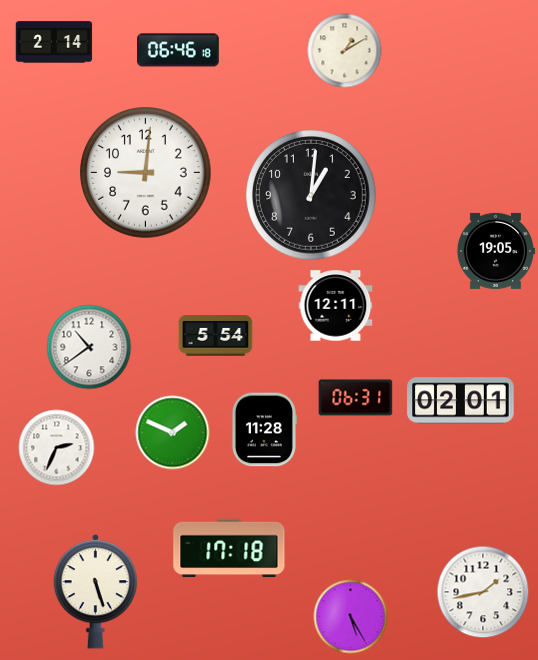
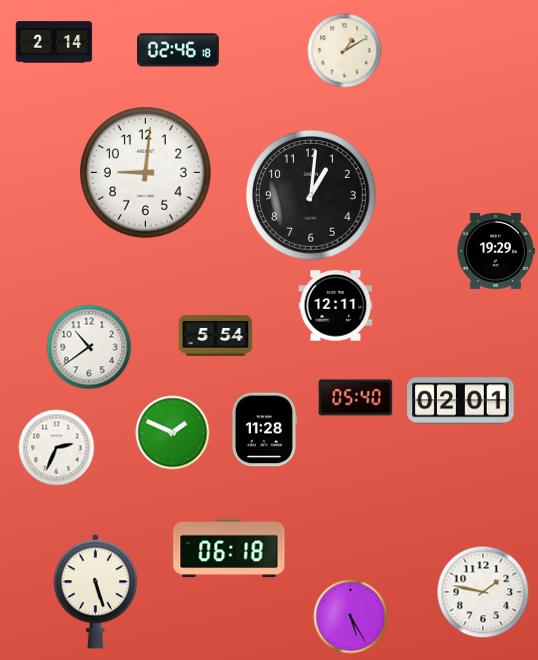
clock at (179, 50): 06:46 -> 02:46
clock at (495, 251): 19:05 -> 19:29
clock at (356, 398): 06:31 -> 05:40
clock at (229, 548): 17:18 -> 06:18
clock at (483, 592): 1:43 -> 1:47
